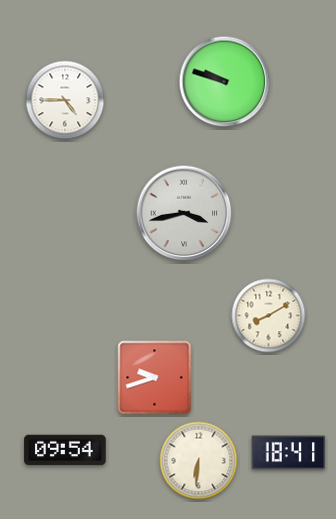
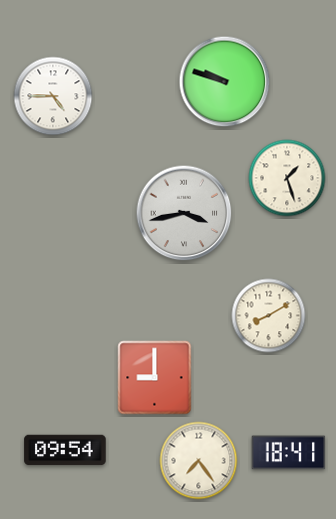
clock at (65, 100) position: (65, 100) -> (53, 96)
clock at (287, 178): none -> 1:27
clock at (155, 378): 9:42 -> 9:00
clock at (199, 461): 6:31 -> 7:24
